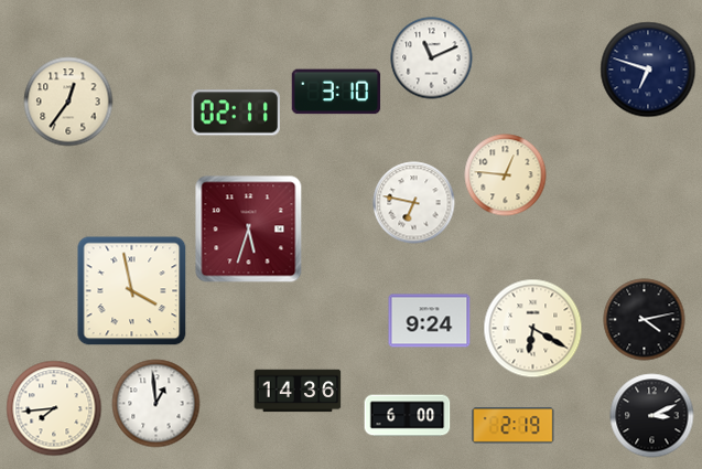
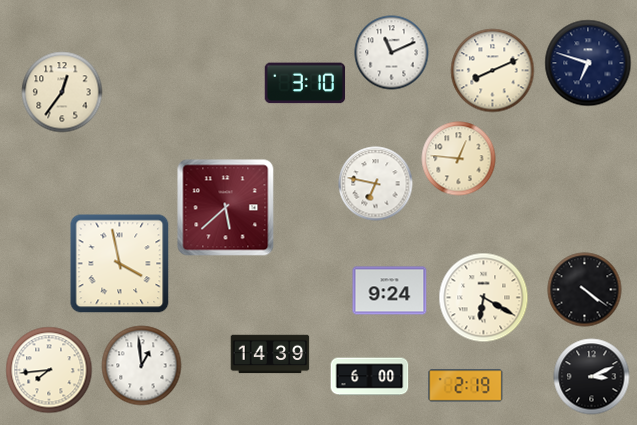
clock at (493, 71): none -> 8:11
clock at (236, 113): 02:11 -> none
clock at (249, 230): 5:33 -> 5:38
clock at (645, 320): 4:13 -> 4:21
clock at (298, 391): 14:36 -> 14:39
